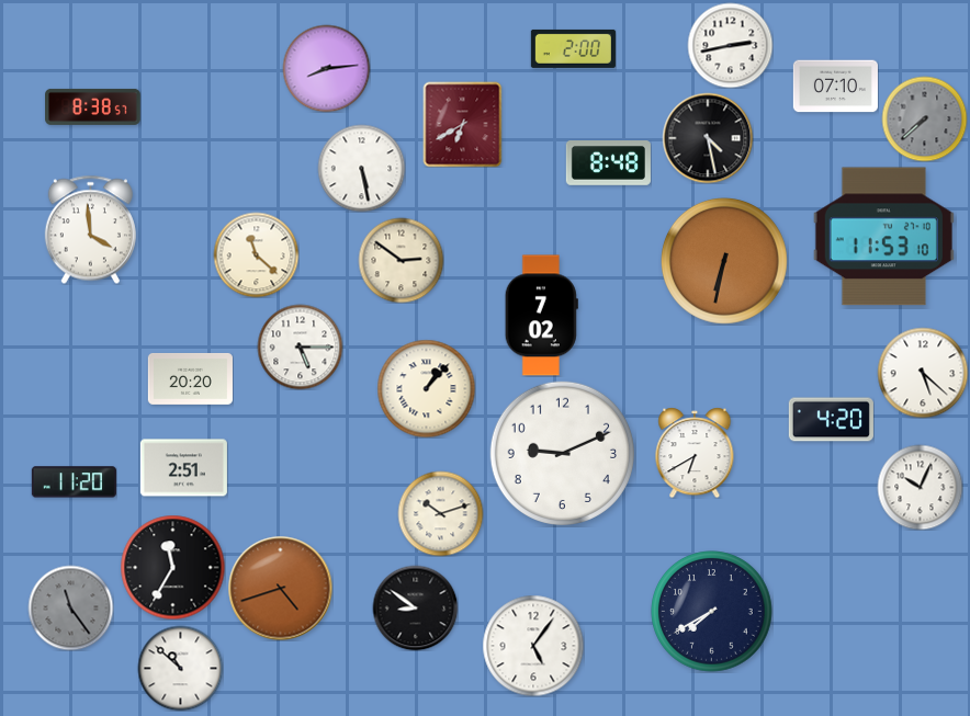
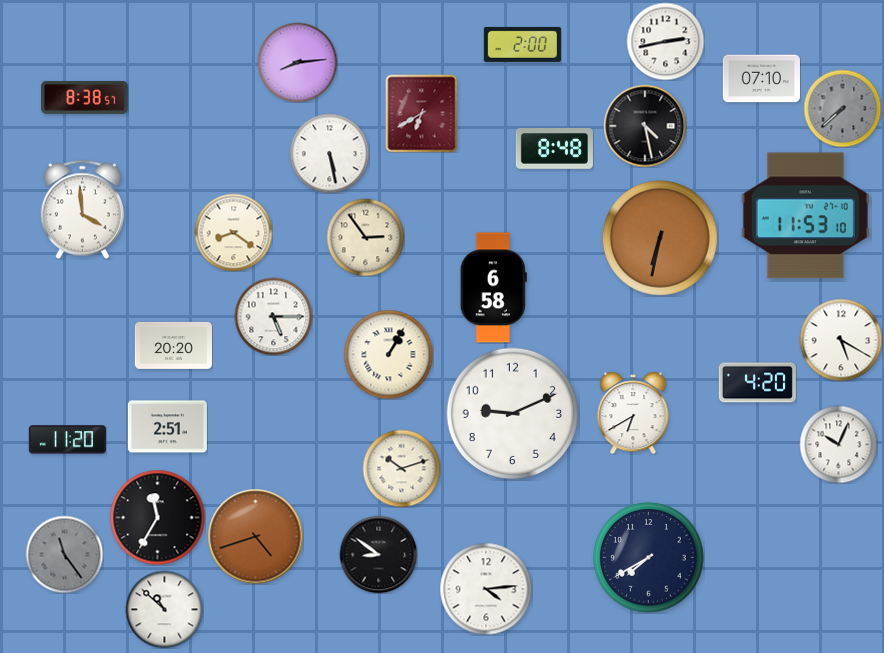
clock at (256, 254): 11:22 -> 8:21
clock at (401, 260): 2:51 -> 2:54
clock at (541, 316): 7:02 -> 6:58
clock at (923, 373): 5:22 -> 5:20
clock at (426, 388): 1:07 -> 1:05
clock at (533, 646): 5:06 -> 4:14
